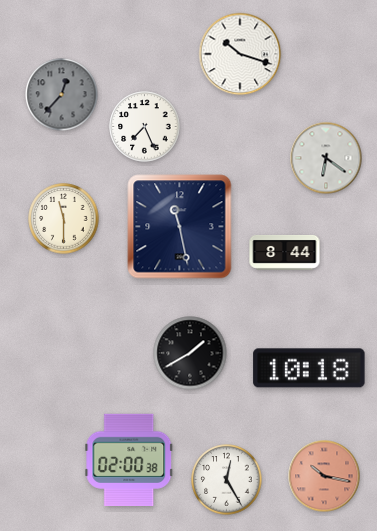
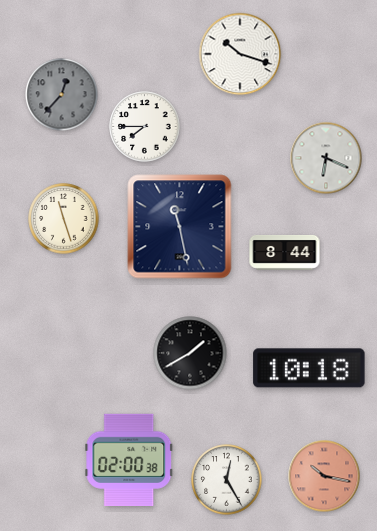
clock at (145, 127): 7:26 -> 7:45
clock at (326, 158): 6:21 -> 6:19
clock at (64, 219): 11:30 -> 11:27
